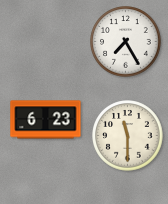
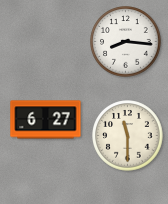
clock at (126, 42): 7:25 -> 8:16
clock at (46, 120): 6:23 -> 6:27
